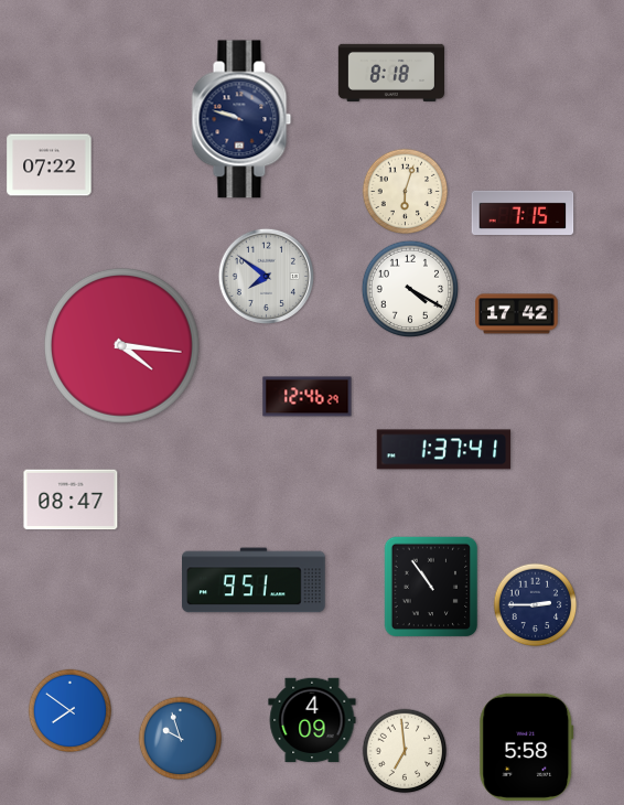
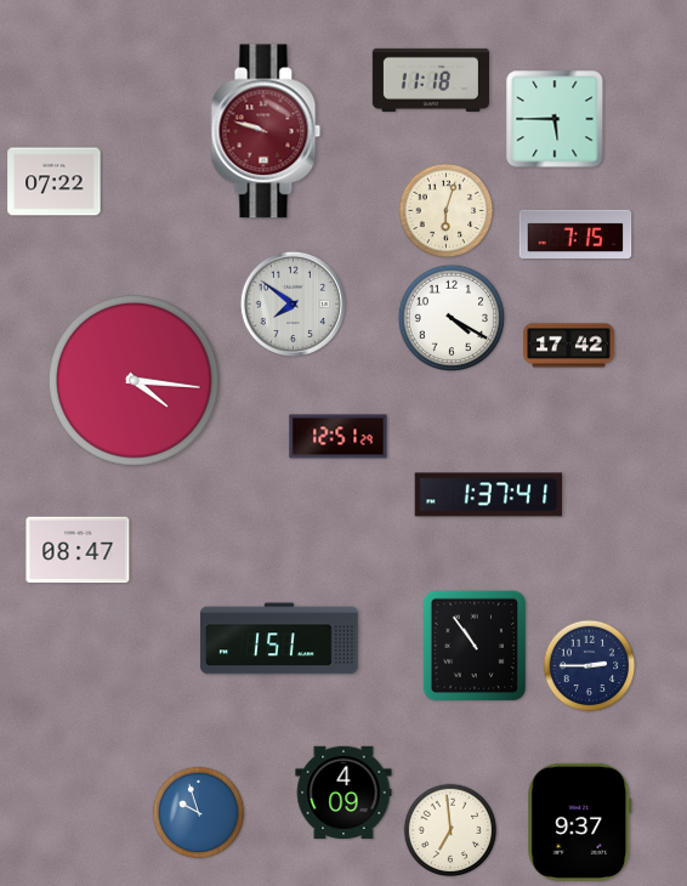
clock at (390, 73): 8:18 -> 11:18
clock at (555, 119): none -> 5:45
clock at (241, 119) dial: navy -> burgundy
clock at (308, 397): 12:46 -> 12:51
clock at (254, 580): 9:51 -> 1:51
clock at (71, 711): 7:51 -> none
clock at (527, 747): 5:58 -> 9:37
clock at (405, 751) position: (405, 751) -> (450, 830)
